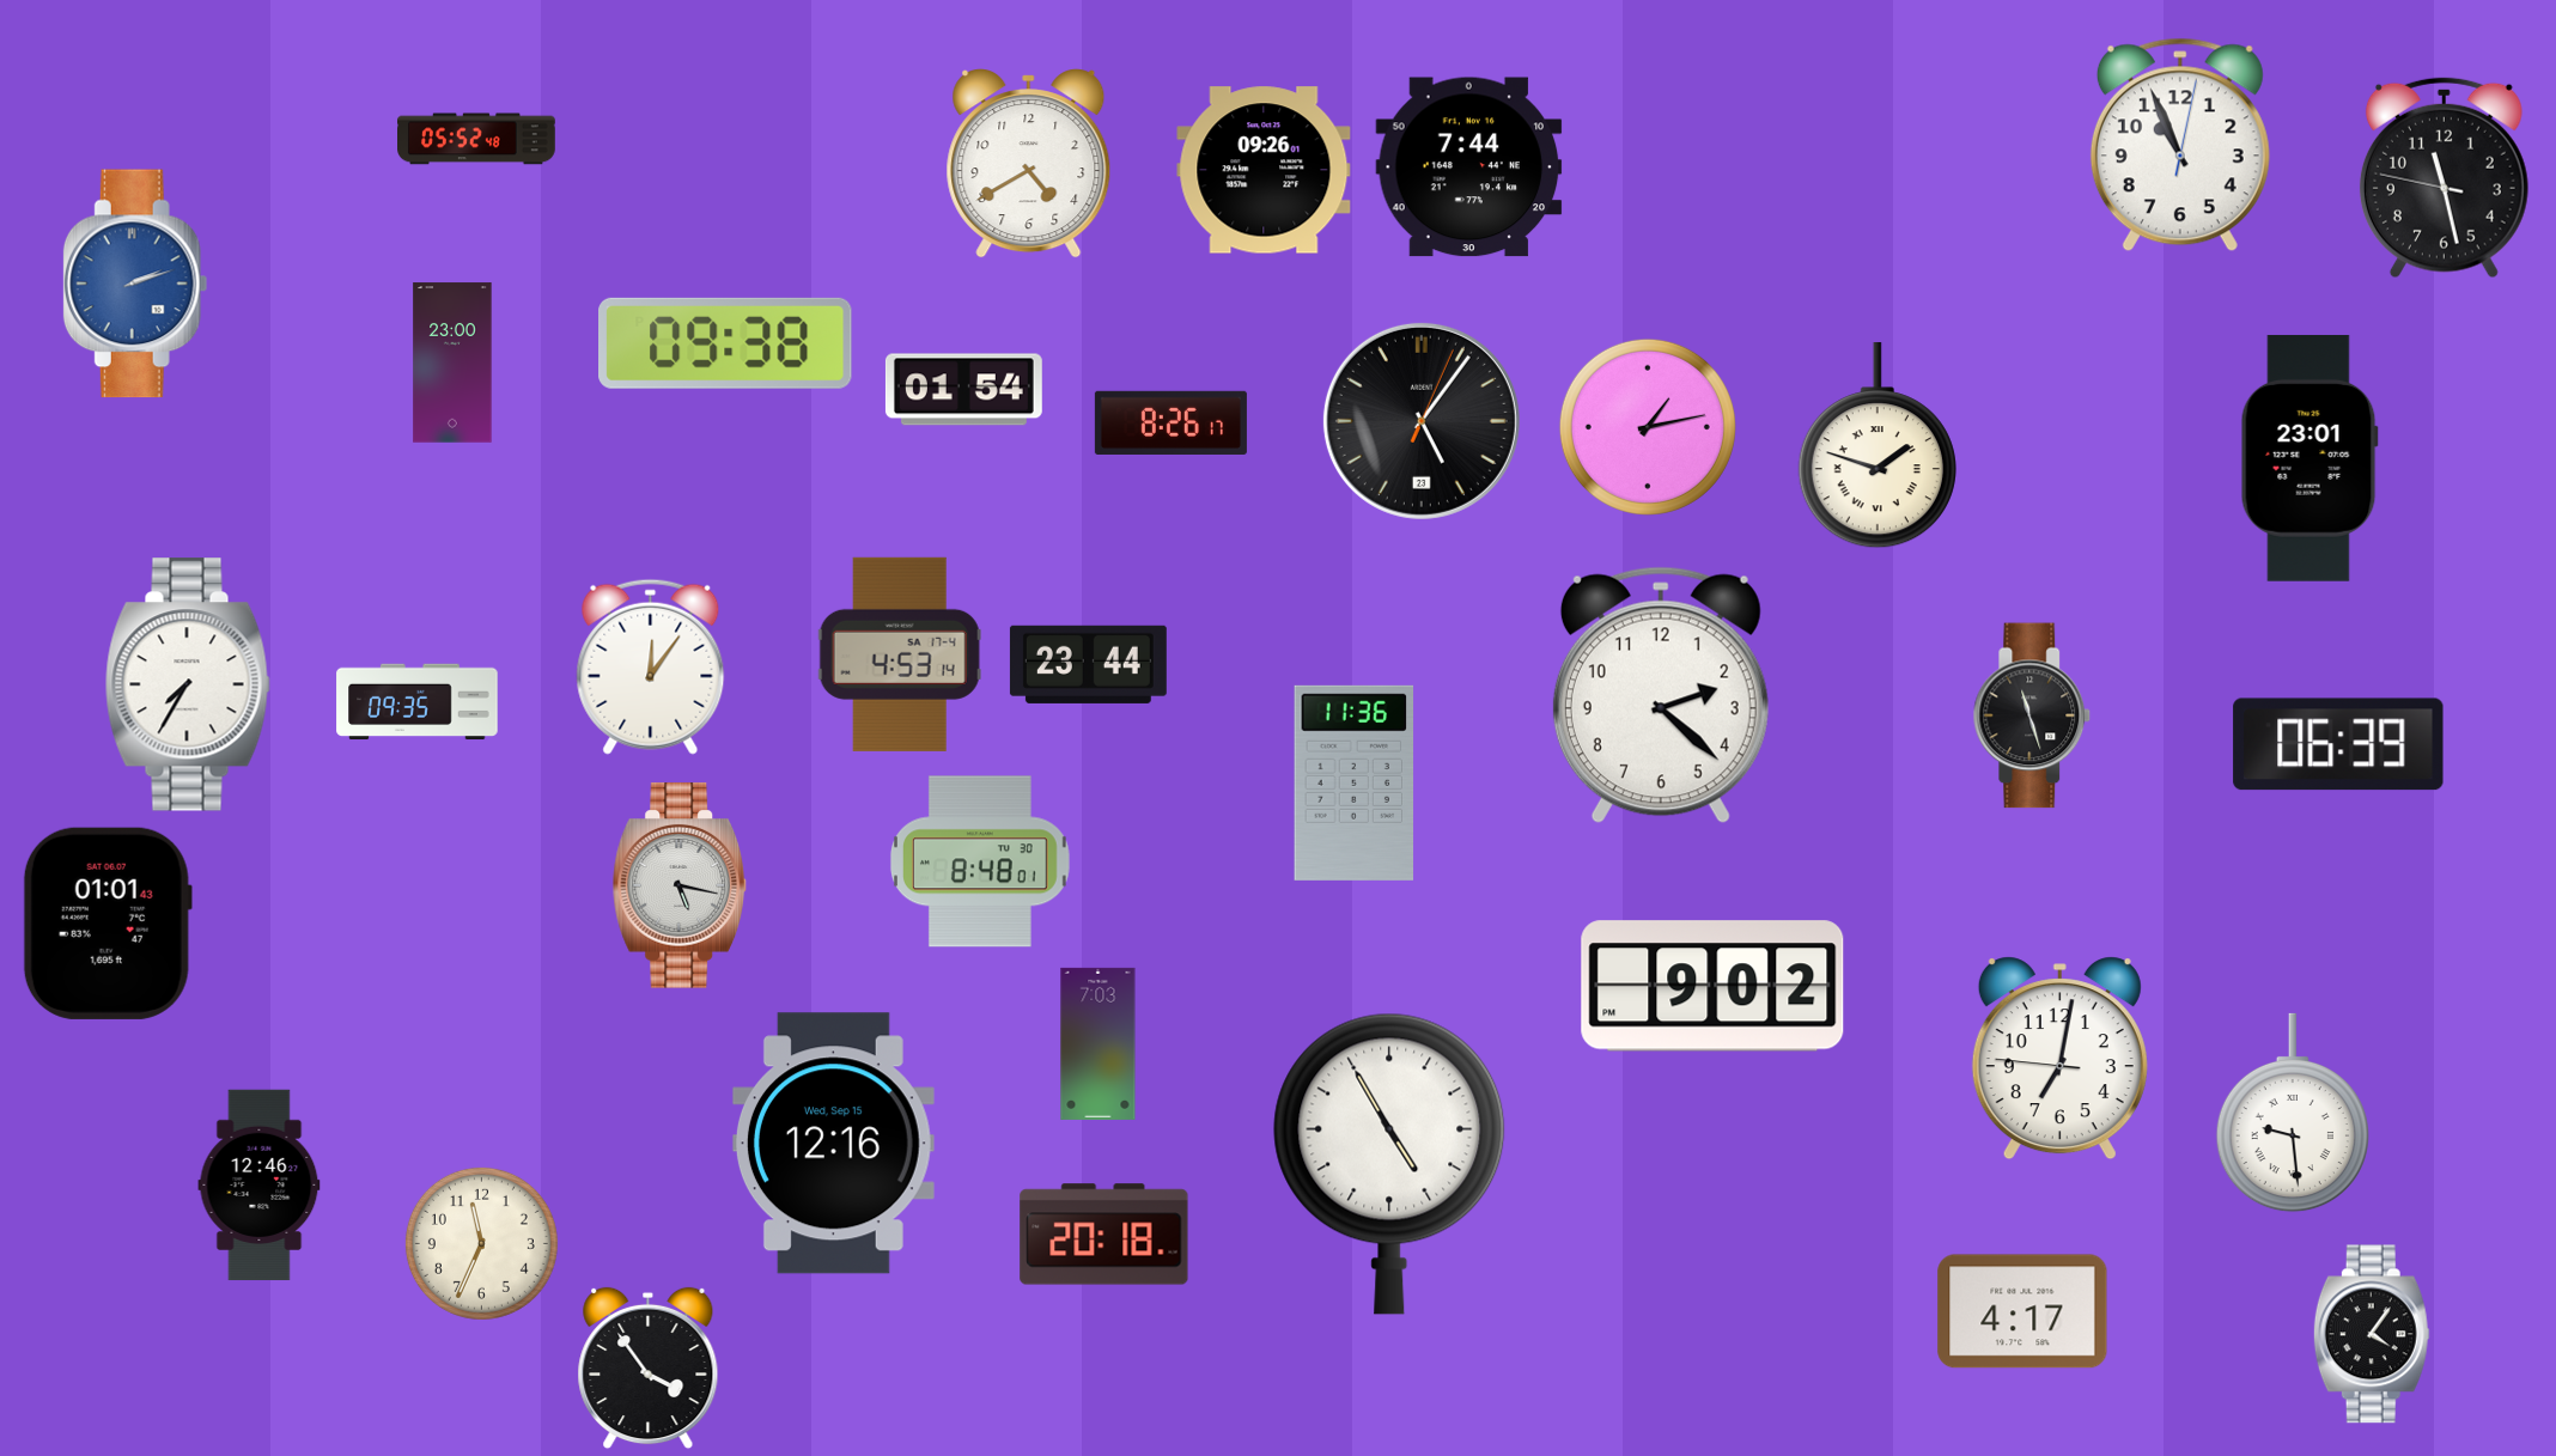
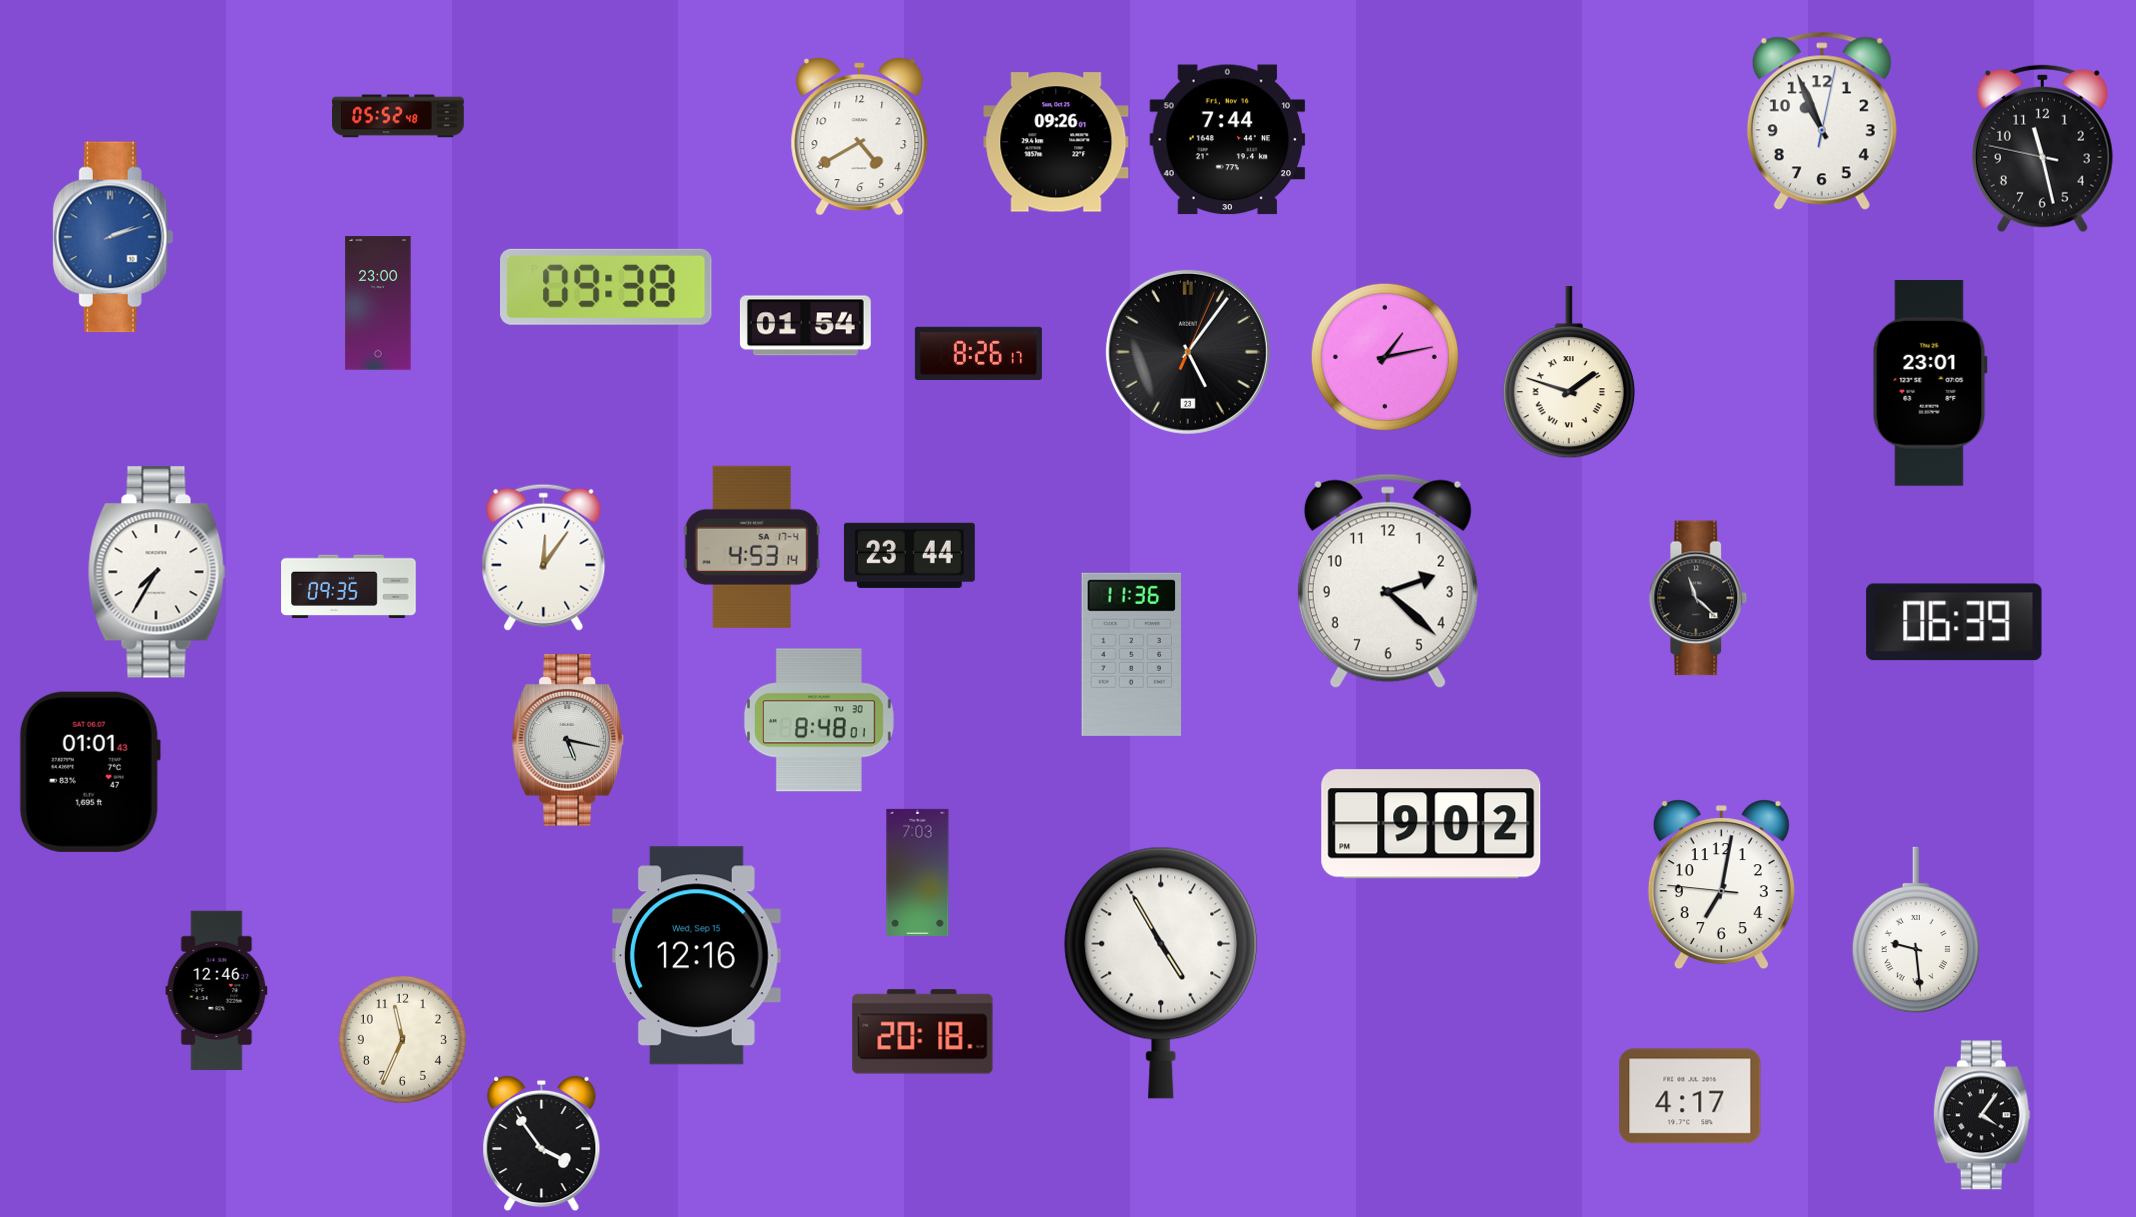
clock at (1648, 427) position: (1648, 427) -> (1385, 357)
clock at (2032, 715): 11:27 -> 11:22
